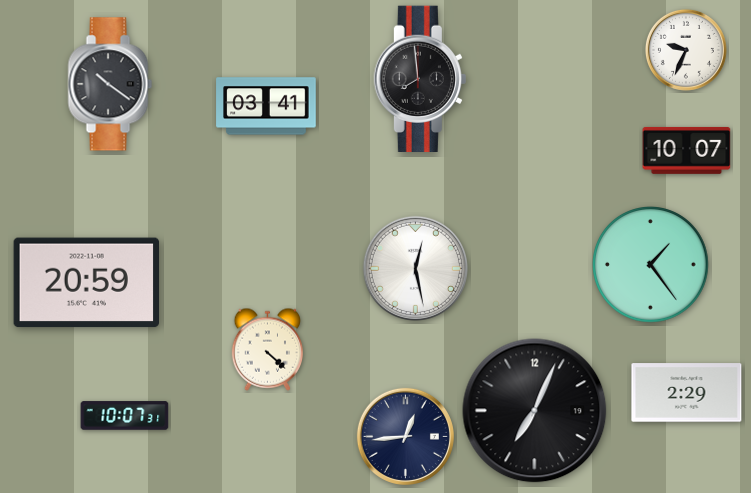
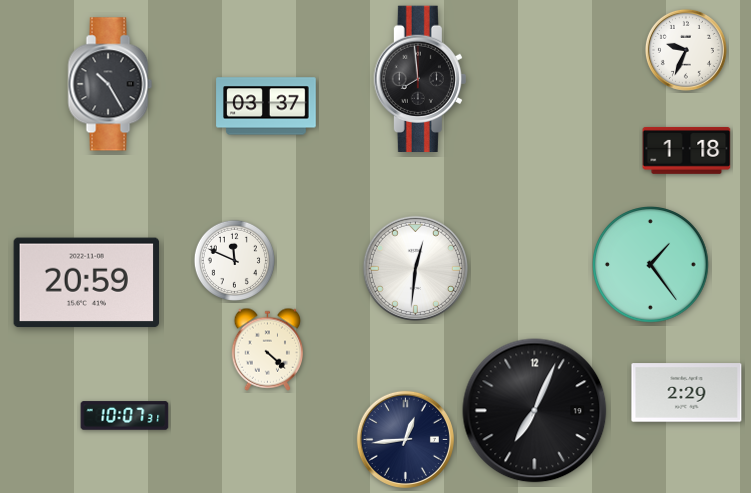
clock at (110, 84): 10:21 -> 10:25
clock at (266, 106): 03:41 -> 03:37
clock at (687, 150): 10:07 -> 1:18
clock at (234, 260): none -> 11:49
clock at (415, 268): 12:28 -> 12:31
clock at (405, 436) position: (405, 436) -> (405, 439)
